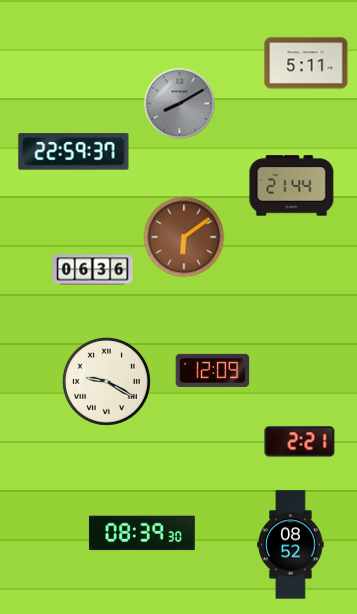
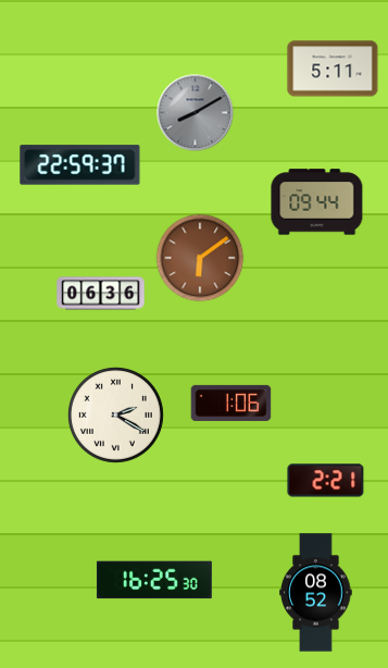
clock at (292, 186): 21:44 -> 09:44
clock at (213, 370): 12:09 -> 1:06
clock at (106, 381): 9:20 -> 2:20
clock at (142, 533): 08:39 -> 16:25
